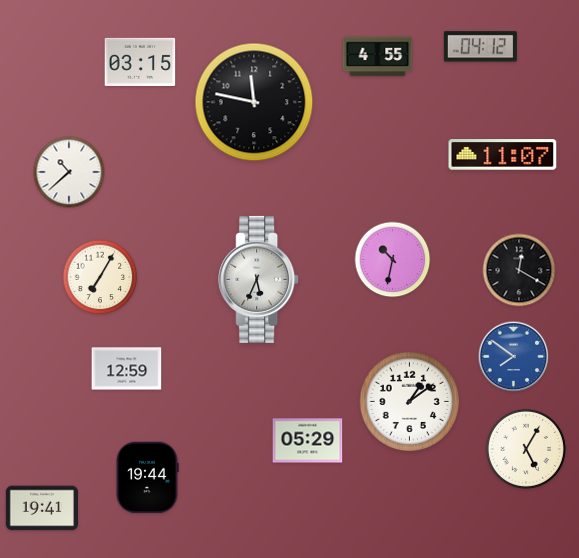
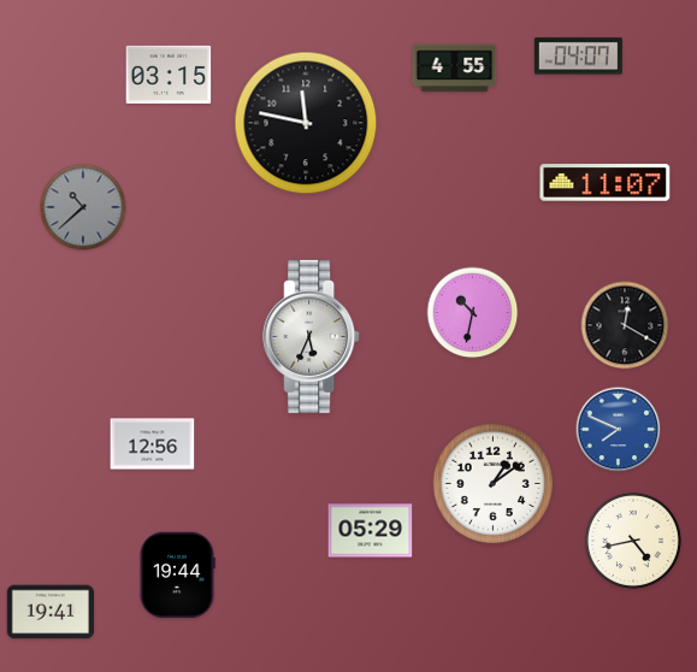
clock at (480, 47): 04:12 -> 04:07
clock at (503, 155) position: (503, 155) -> (606, 183)
clock at (69, 172) dial: white -> grey
clock at (100, 277): 7:05 -> none
clock at (514, 357): 7:51 -> 7:49
clock at (127, 369): 12:59 -> 12:56
clock at (526, 449): 5:05 -> 4:43
